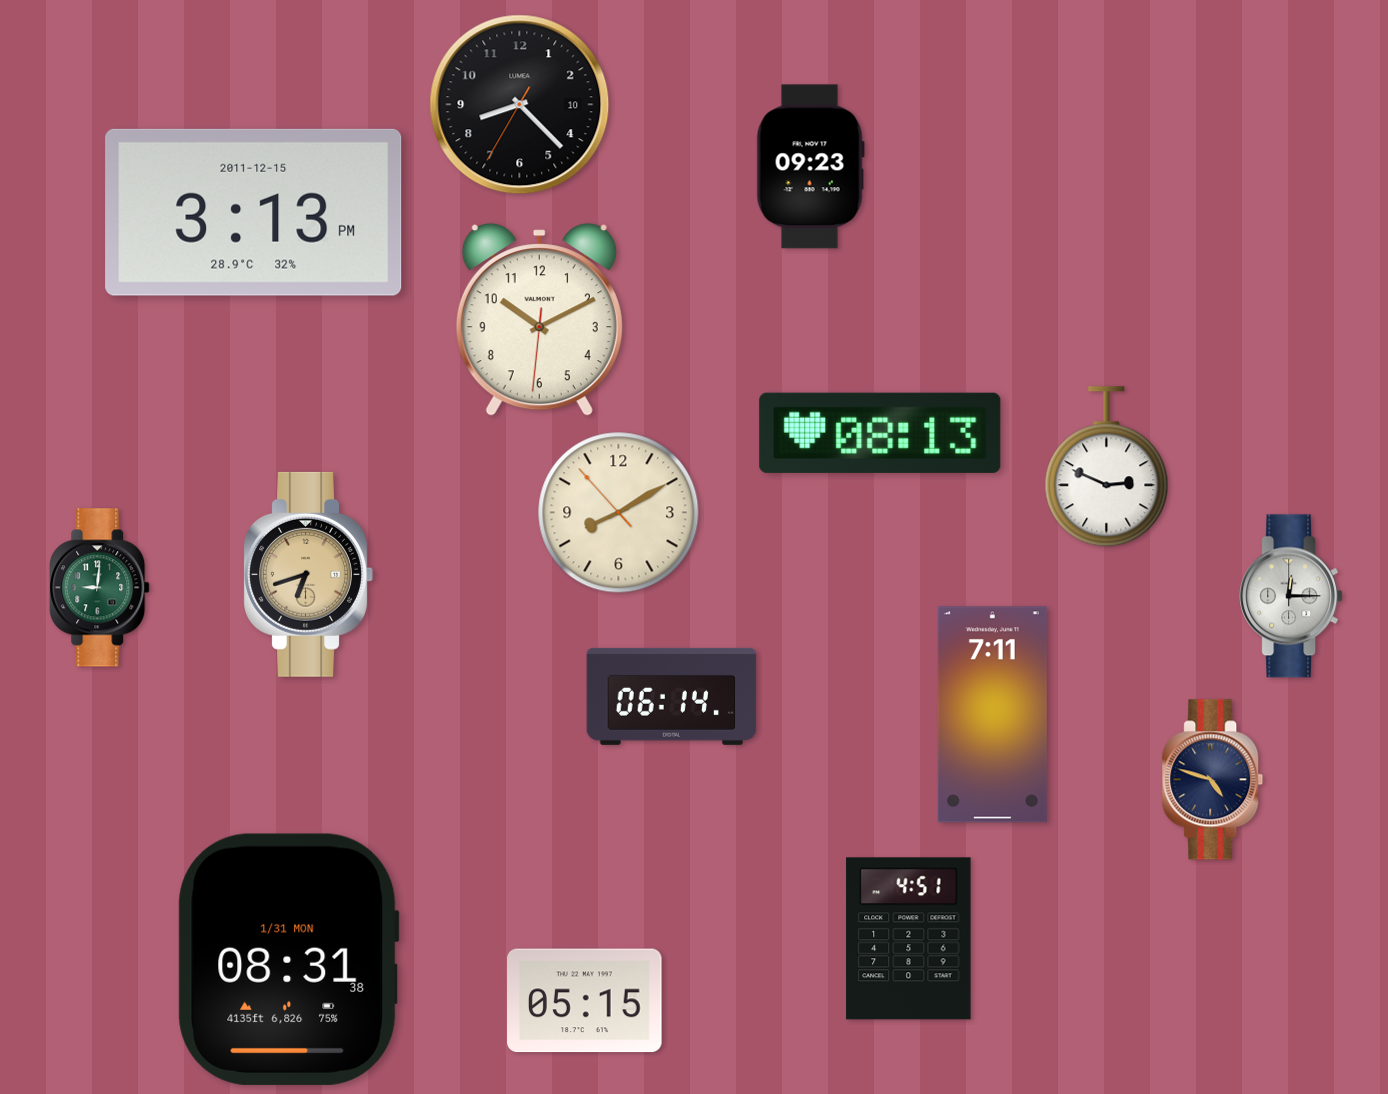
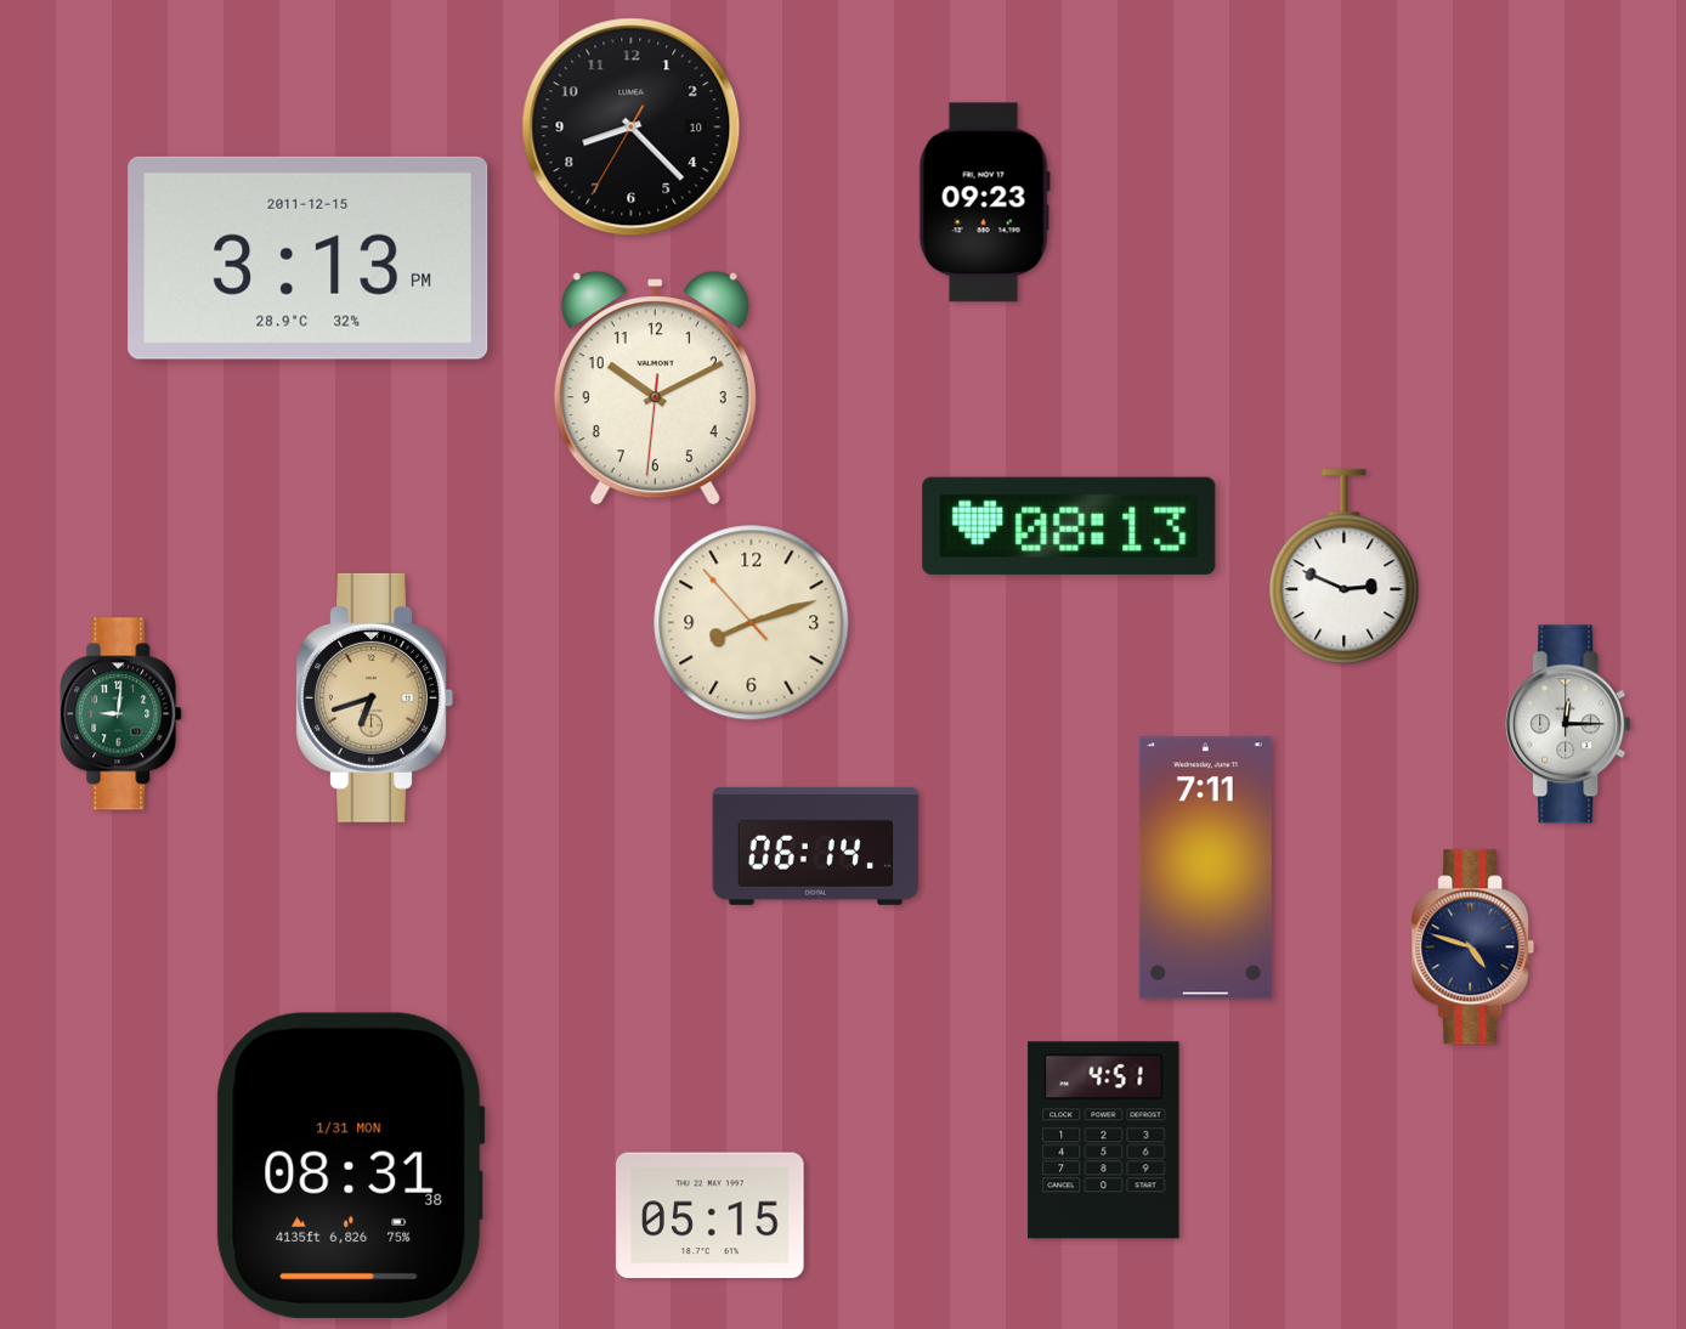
clock at (619, 513): 8:09 -> 8:11
